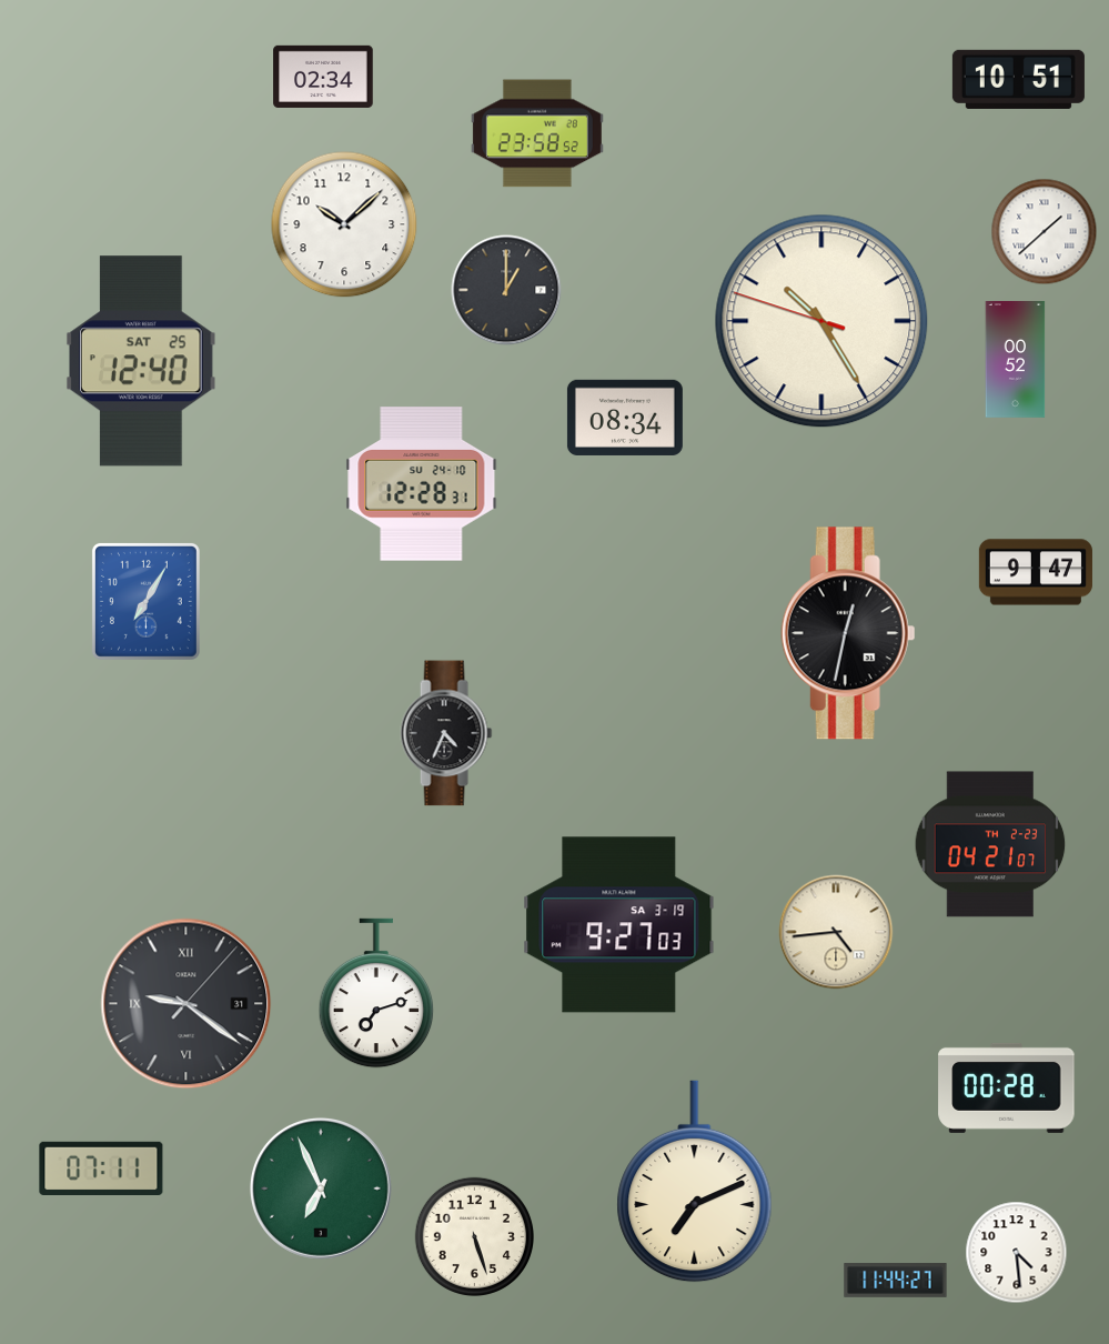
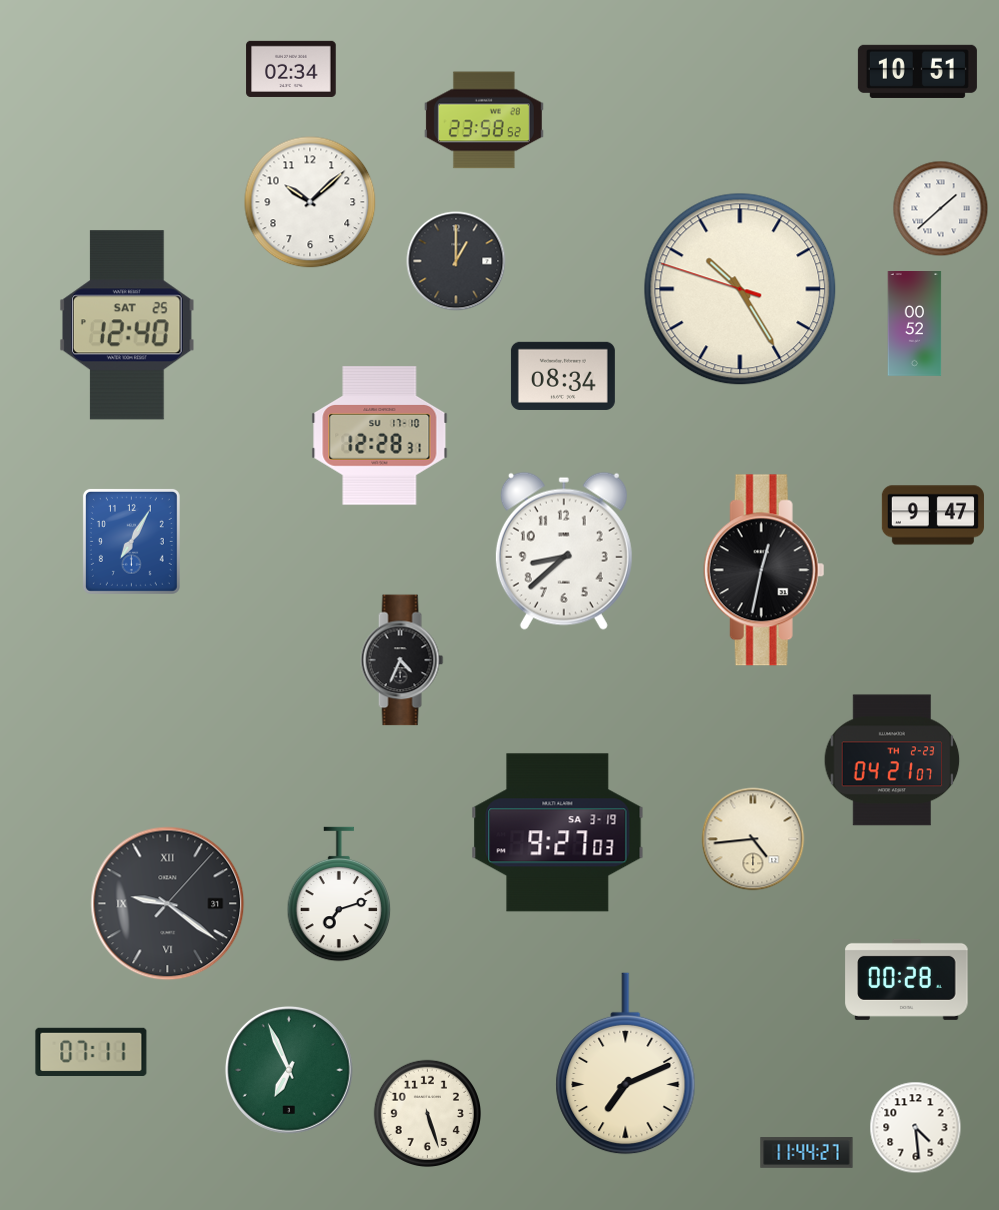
clock at (422, 484) date: SU 24-10 -> SU 17-10
clock at (564, 551): none -> 8:38
